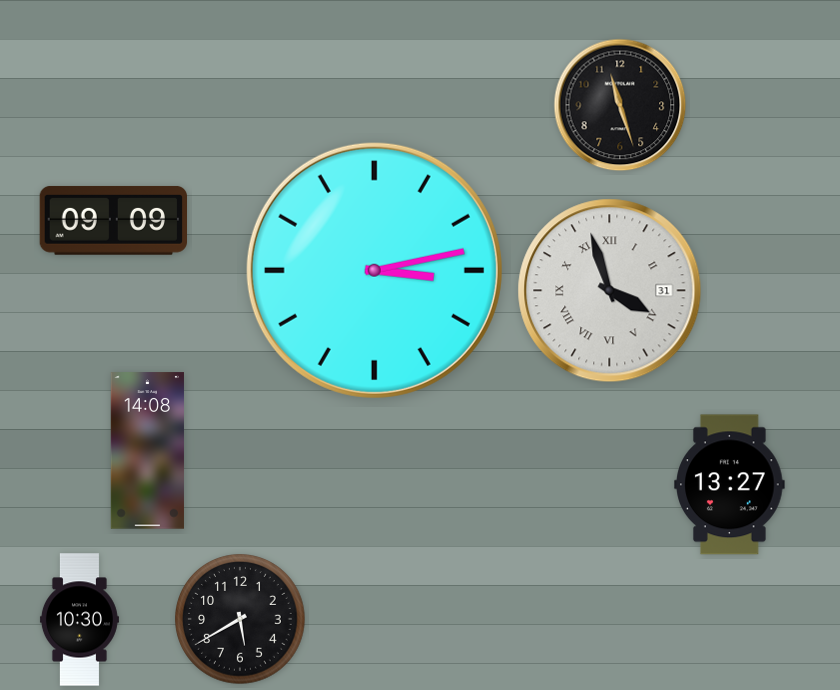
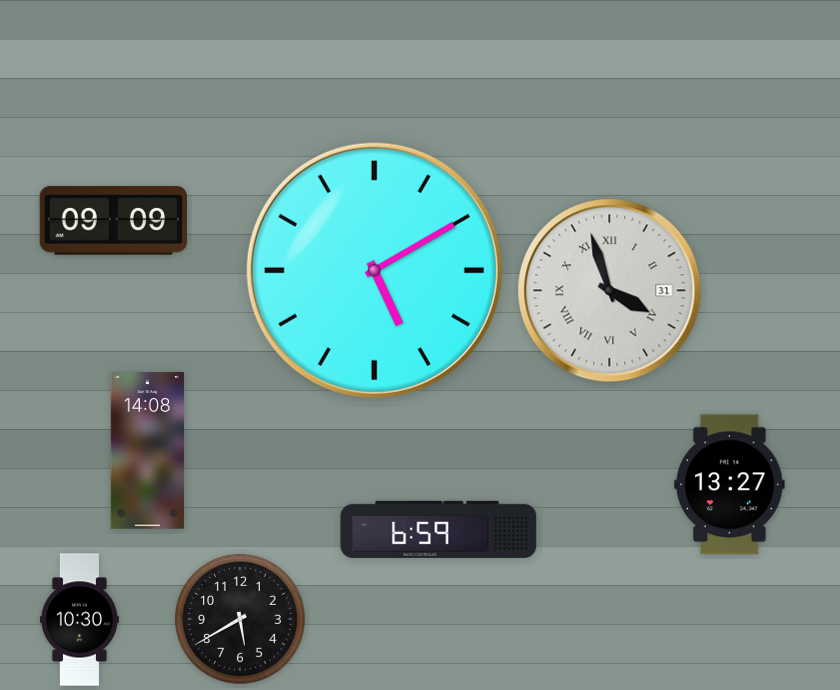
clock at (620, 105): 11:27 -> none
clock at (374, 270): 3:13 -> 5:10
clock at (439, 529): none -> 6:59
